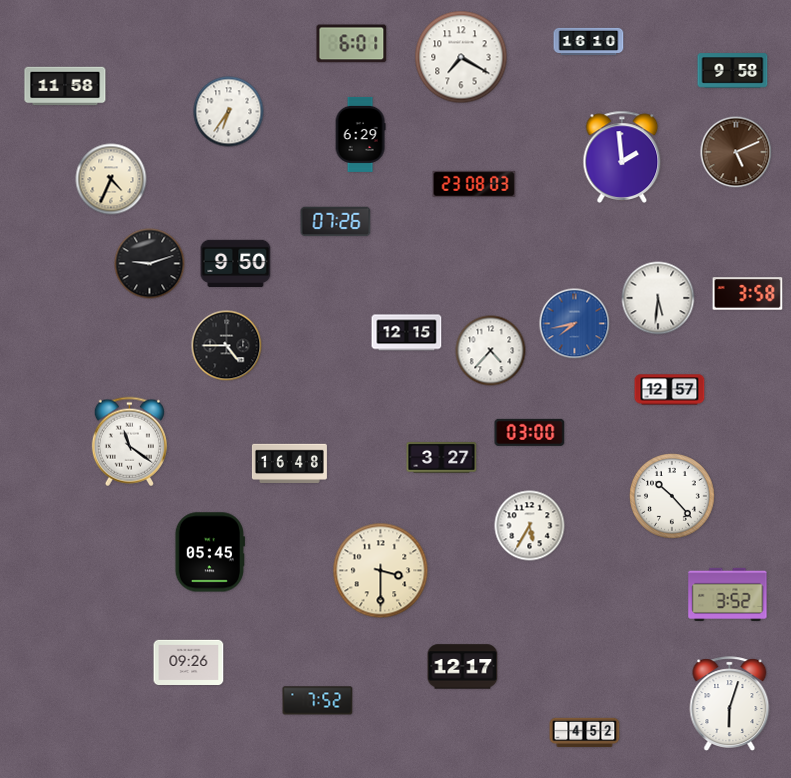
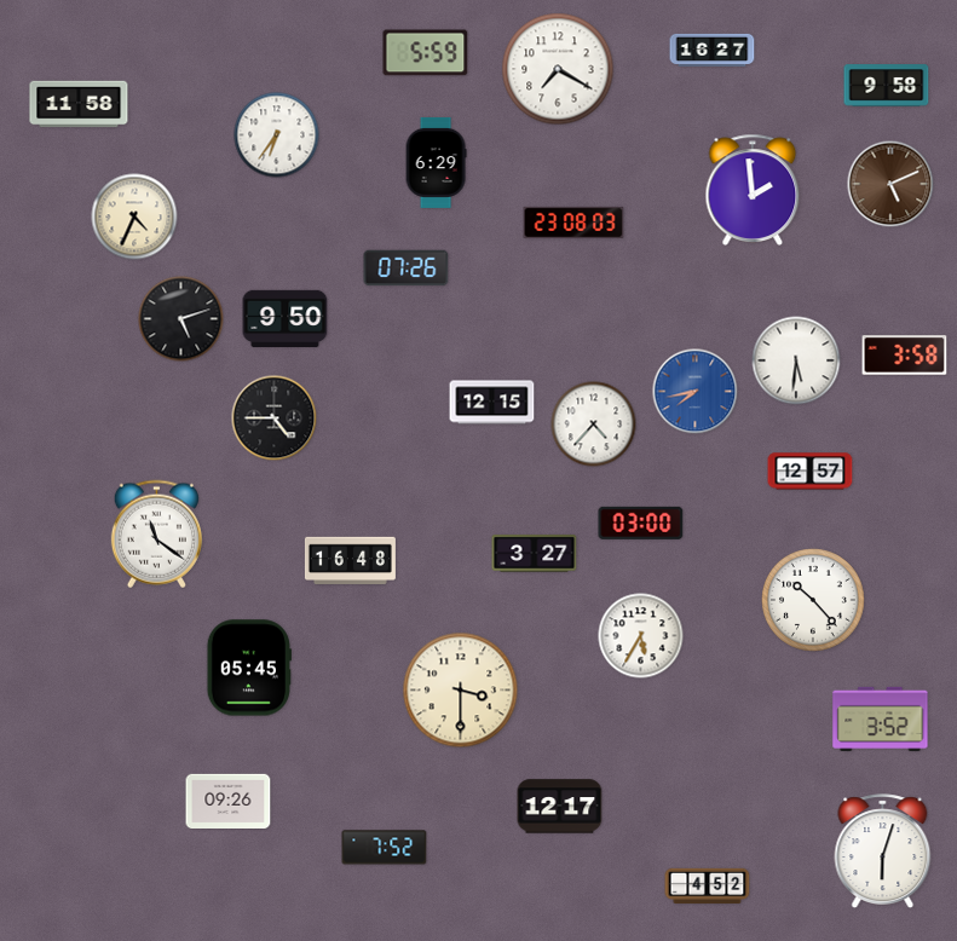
clock at (589, 41): 16:10 -> 16:27
clock at (352, 44): 6:01 -> 5:59
clock at (150, 264): 9:12 -> 5:12
clock at (210, 552) position: (210, 552) -> (249, 668)
